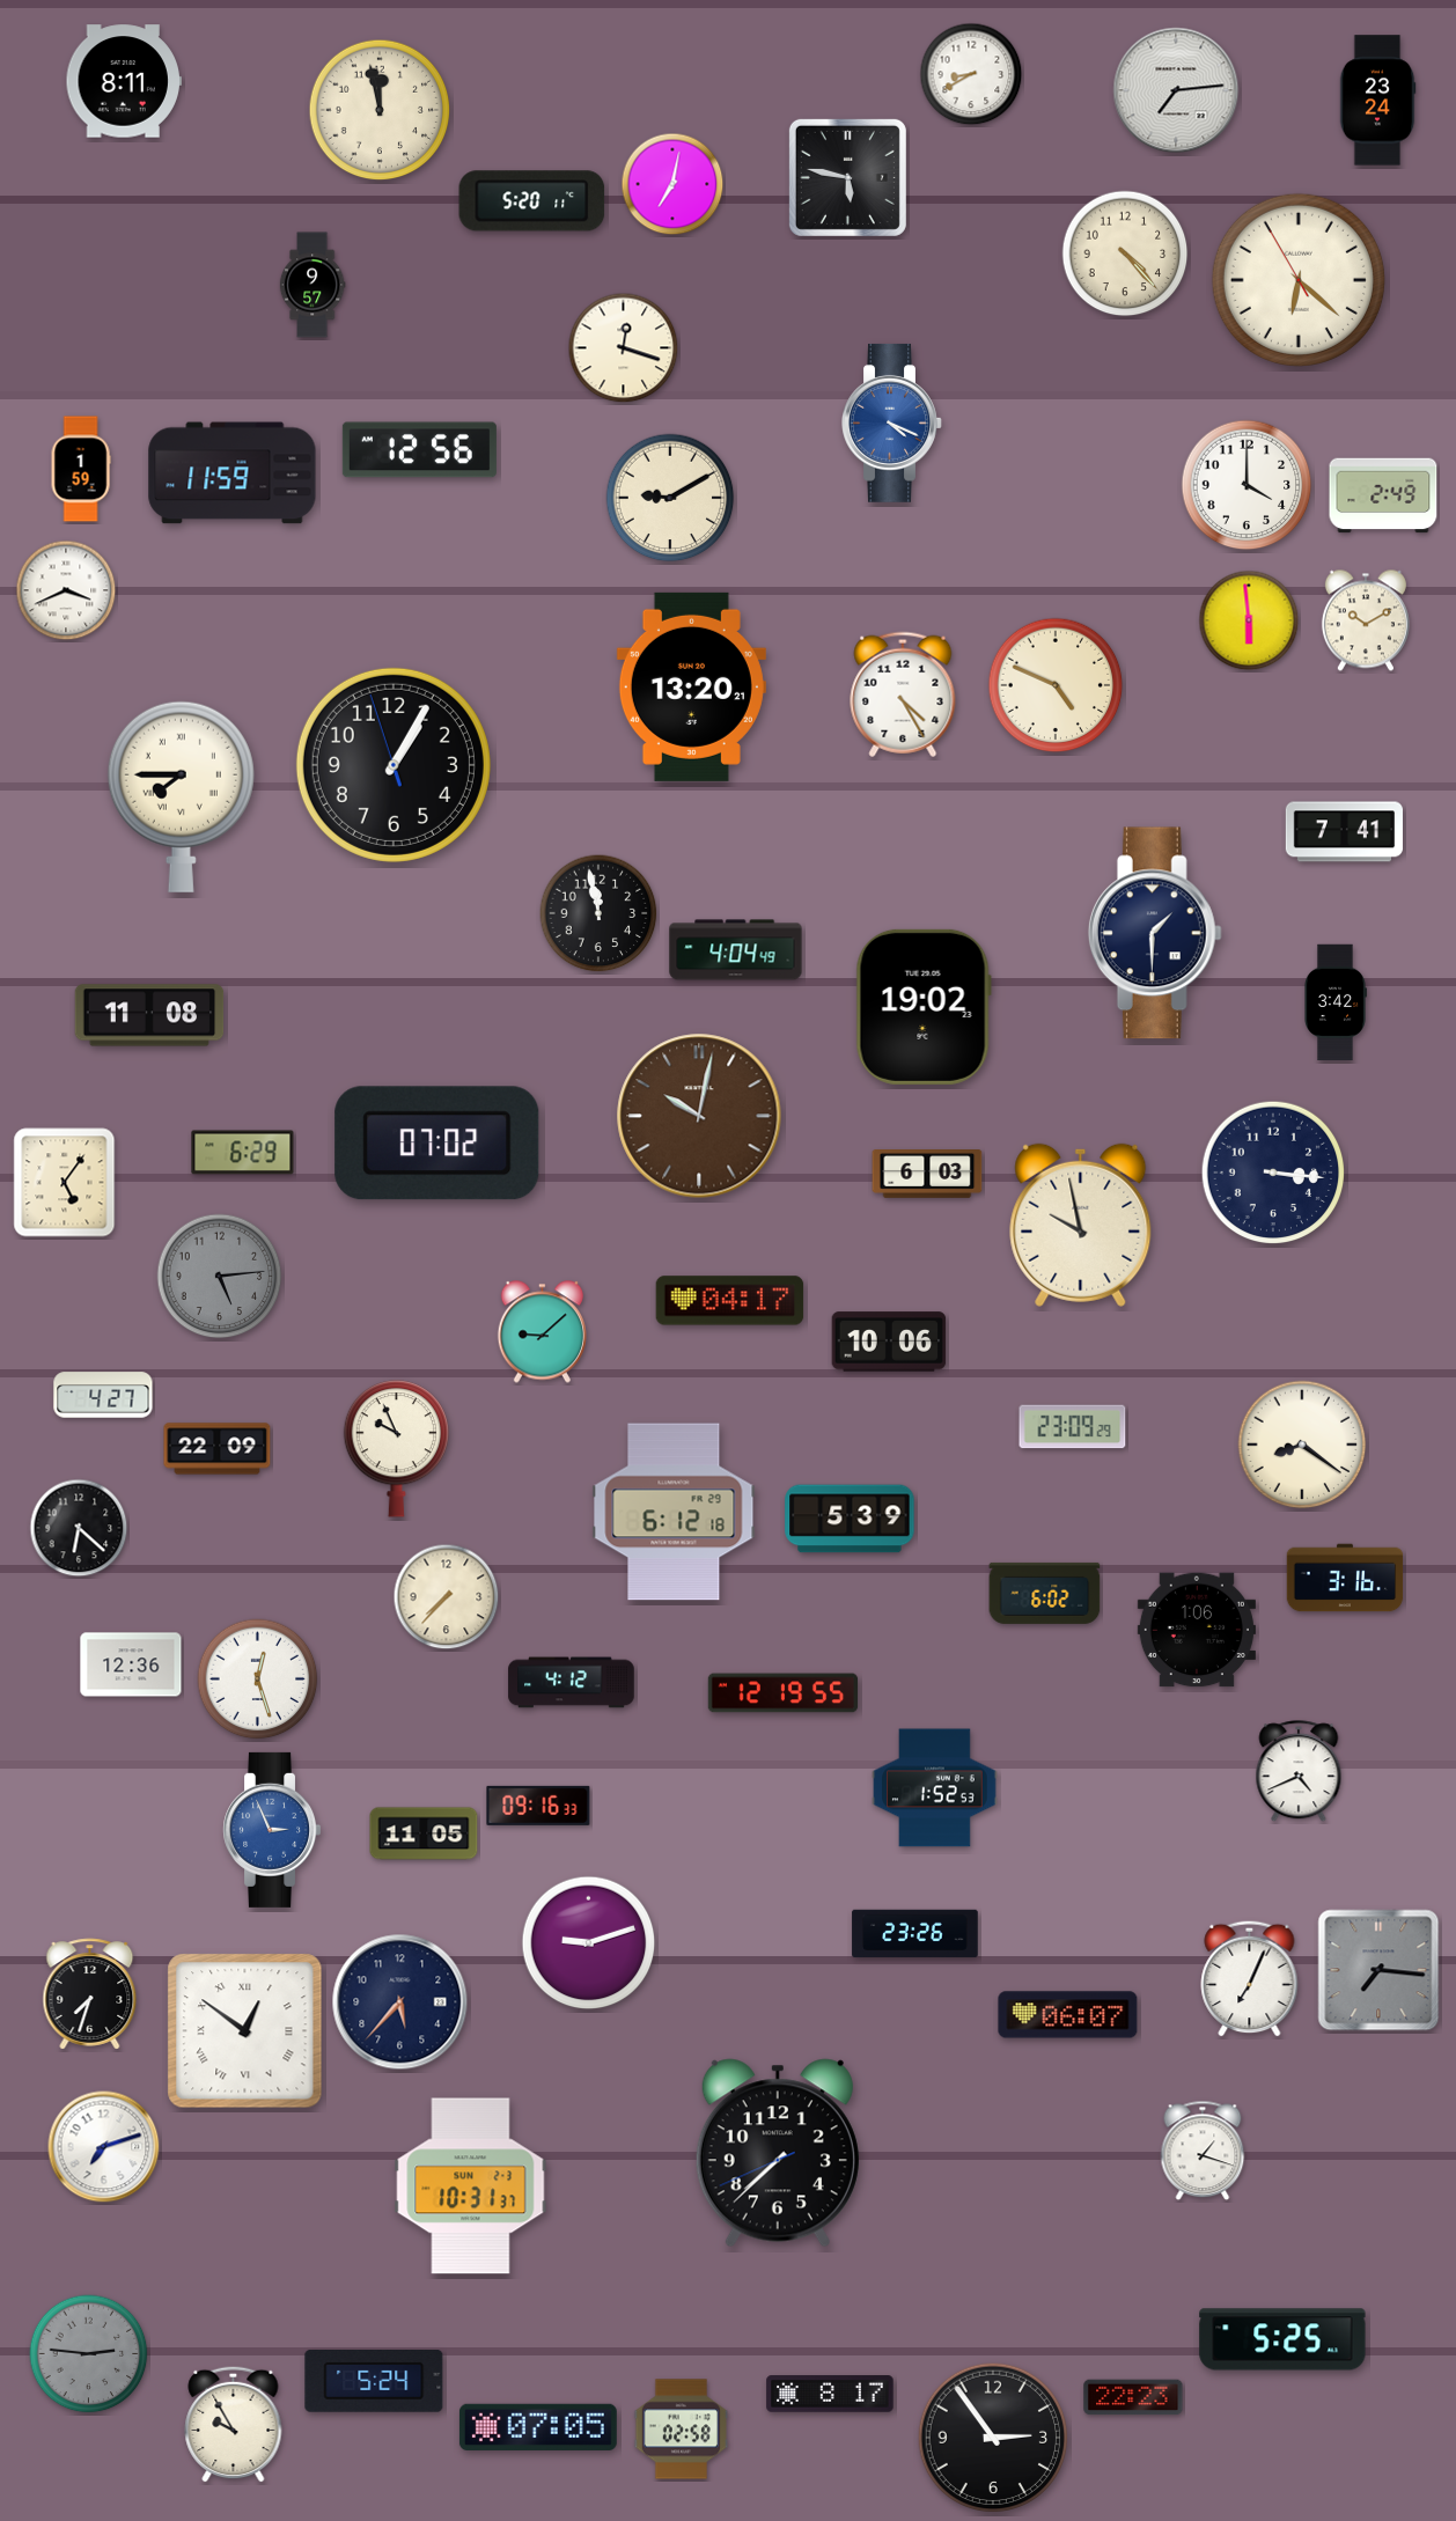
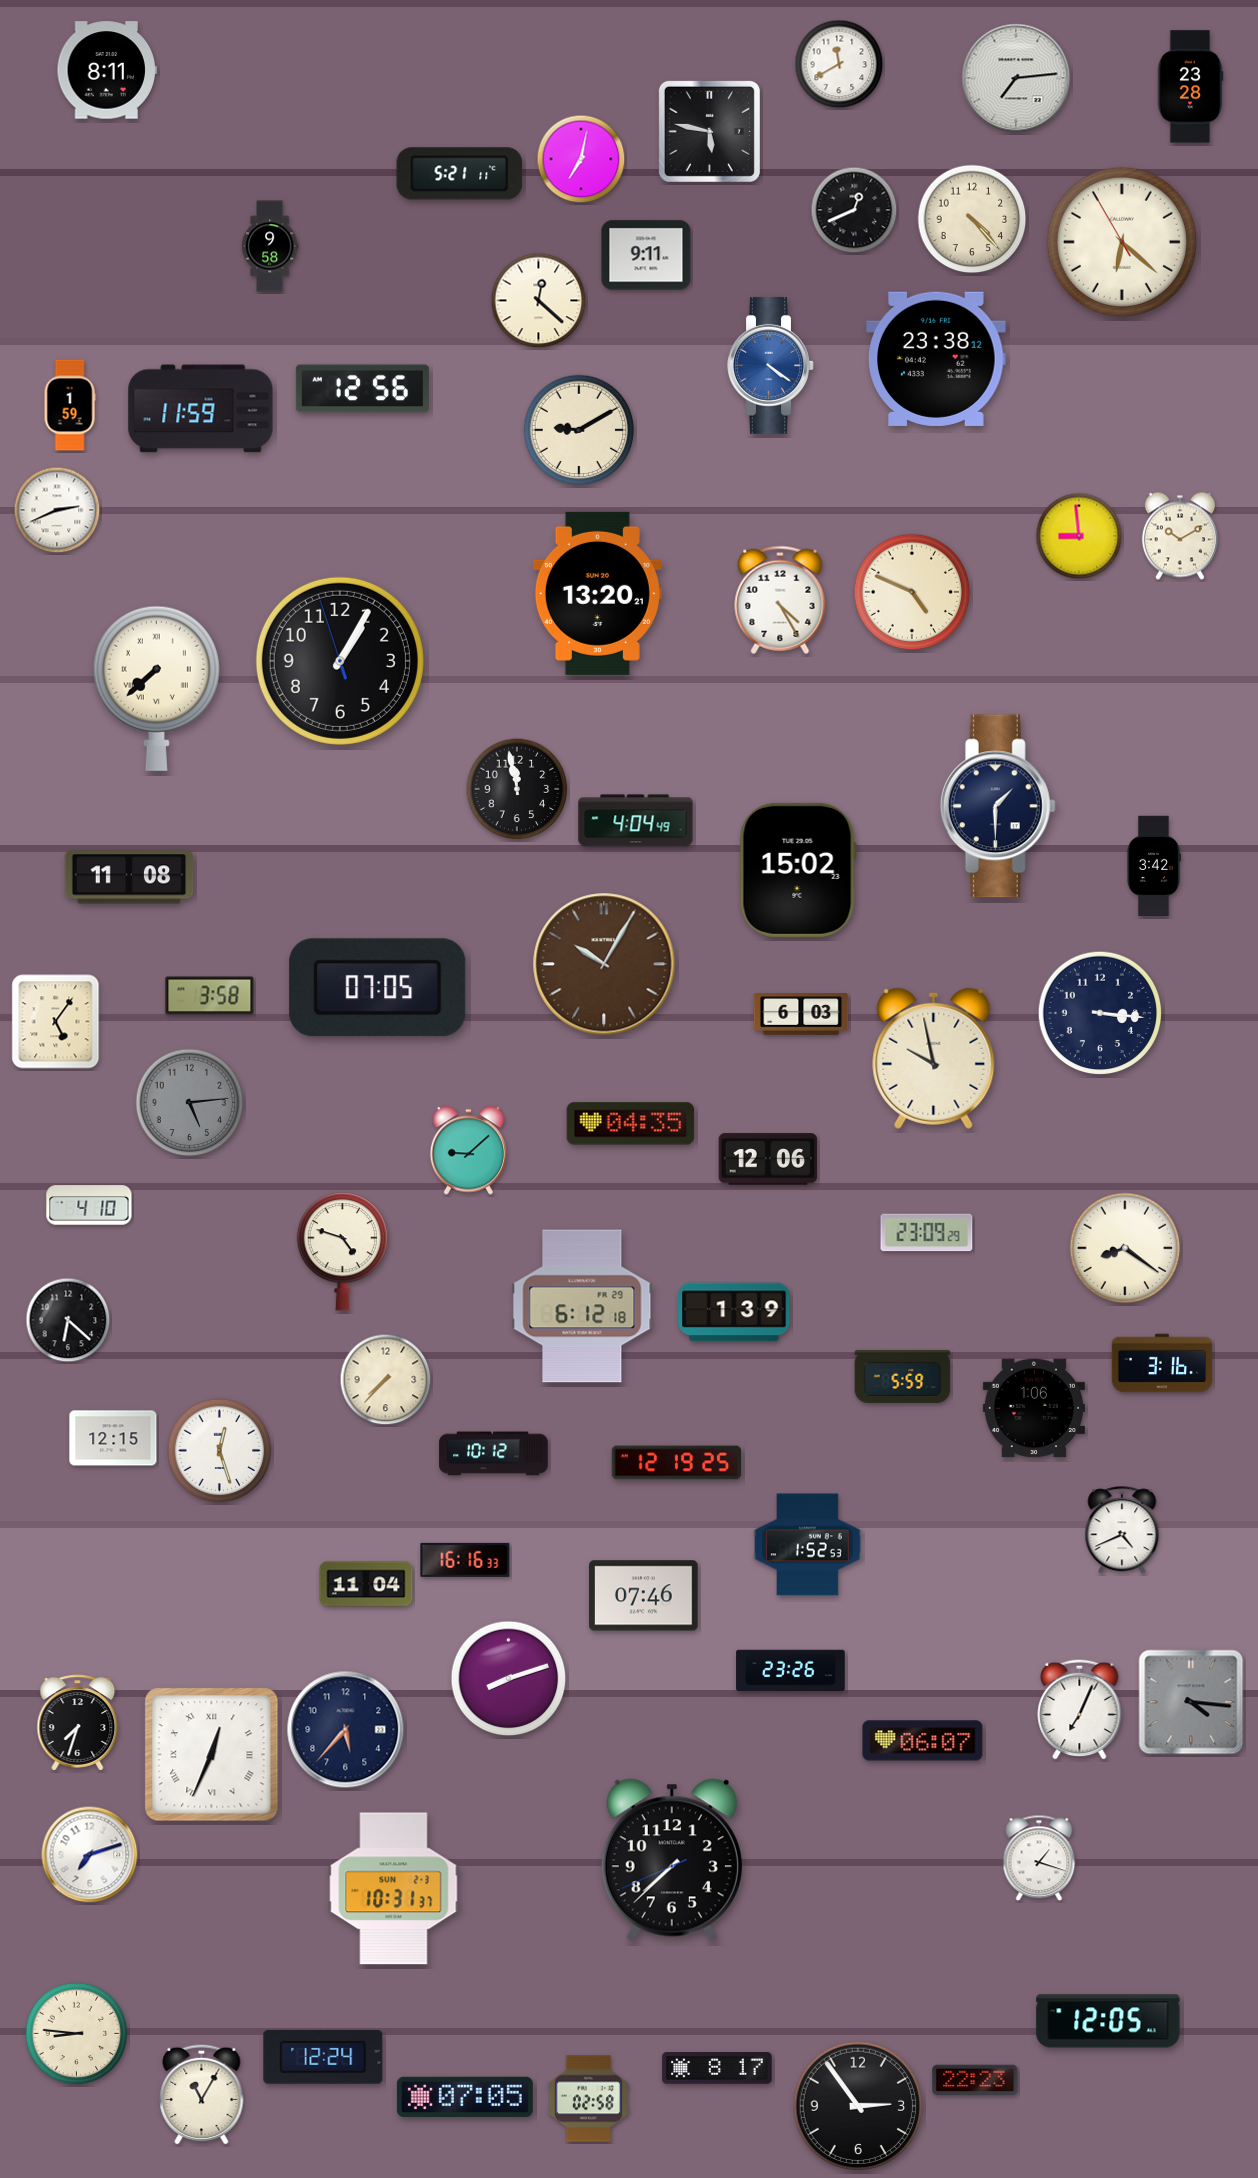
clock at (971, 74): 8:40 -> 11:40
clock at (1377, 101): 23:24 -> 23:28
clock at (380, 110): 11:58 -> none
clock at (847, 177) position: (847, 177) -> (709, 131)
clock at (532, 201): 5:20 -> 5:21
clock at (854, 210): none -> 12:41
clock at (312, 285): 9:57 -> 9:58
clock at (646, 255): none -> 9:11
clock at (624, 348): 12:18 -> 12:22
clock at (936, 359): none -> 23:38
clock at (892, 422): 4:19 -> 4:21
clock at (1247, 485): 4:00 -> none
clock at (1383, 495): 2:49 -> none
clock at (66, 590): 3:41 -> 2:41
clock at (1249, 620): 5:59 -> 8:59
clock at (181, 796): 7:45 -> 7:38
clock at (1344, 832): 7:41 -> none
clock at (924, 1007): 19:02 -> 15:02
clock at (699, 1116): 10:02 -> 10:05
clock at (437, 1144): 07:02 -> 07:05
clock at (243, 1153): 6:29 -> 3:58
clock at (730, 1301): 04:17 -> 04:35
clock at (889, 1342): 10:06 -> 12:06
clock at (103, 1395): 4:27 -> 4:10
clock at (218, 1449): 22:09 -> none
clock at (397, 1449): 9:56 -> 4:48
clock at (850, 1519): 5:39 -> 1:39
clock at (1045, 1593): 6:02 -> 5:59
clock at (131, 1664): 12:36 -> 12:15
clock at (258, 1680) position: (258, 1680) -> (220, 1451)
clock at (572, 1683): 4:12 -> 10:12
clock at (784, 1693): 12:19:55 -> 12:19:25
clock at (538, 1806): 09:16 -> 16:16
clock at (272, 1830): 2:56 -> none
clock at (424, 1833): 11:05 -> 11:04
clock at (644, 1596): none -> 07:46
clock at (589, 1943): 9:12 -> 8:12
clock at (1378, 1970): 7:16 -> 4:16
clock at (245, 2031): 12:51 -> 12:34
clock at (471, 2186) position: (471, 2186) -> (394, 1889)
clock at (1282, 2339): 5:25 -> 12:05
clock at (89, 2354): 2:46 -> 8:46
clock at (89, 2354) dial: grey -> cream
clock at (374, 2382): 5:24 -> 12:24
clock at (1133, 2397) position: (1133, 2397) -> (975, 2080)
clock at (234, 2424): 9:55 -> 11:05
